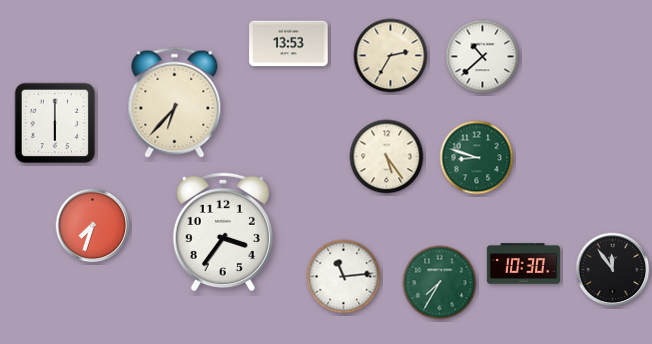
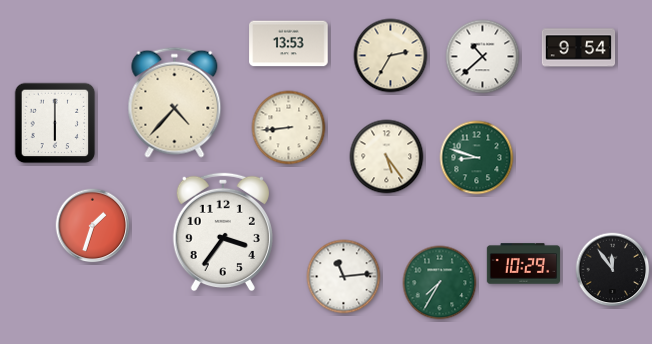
clock at (579, 48): none -> 9:54
clock at (175, 102): 6:37 -> 4:37
clock at (289, 128): none -> 8:44
clock at (93, 226): 7:33 -> 1:33
clock at (524, 264): 10:30 -> 10:29
